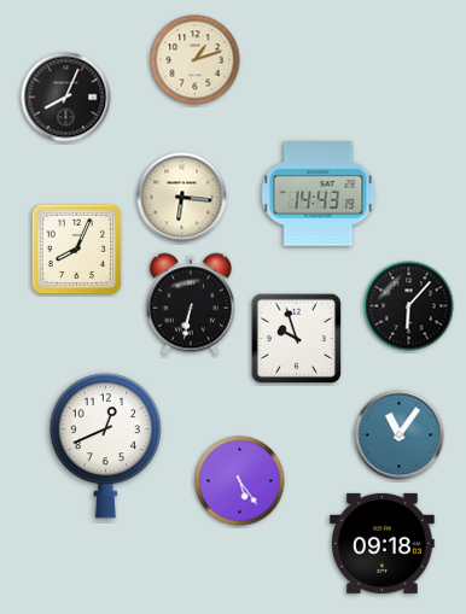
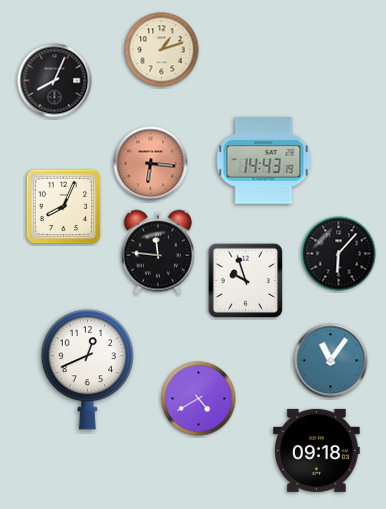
clock at (182, 198) dial: cream -> salmon
clock at (191, 304): 6:32 -> 11:46
clock at (240, 481): 5:24 -> 4:40
